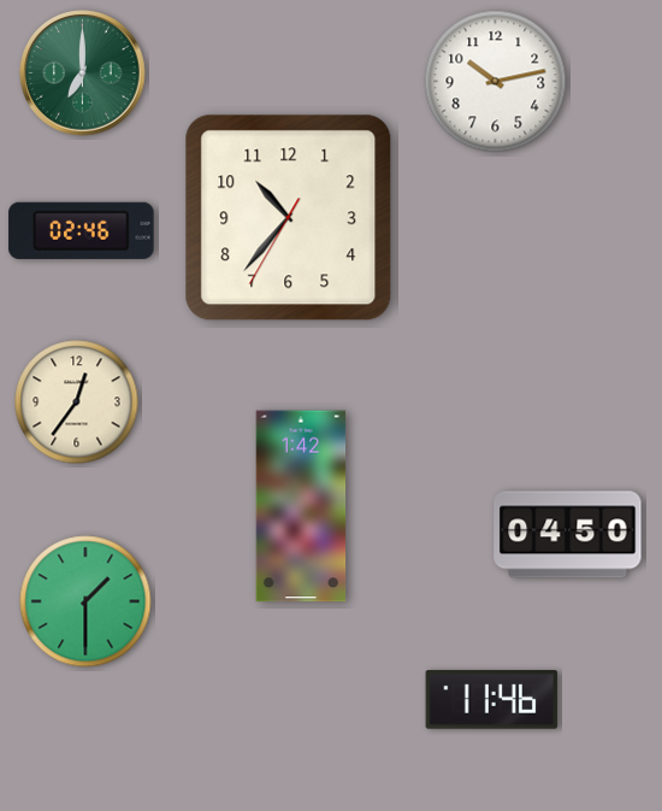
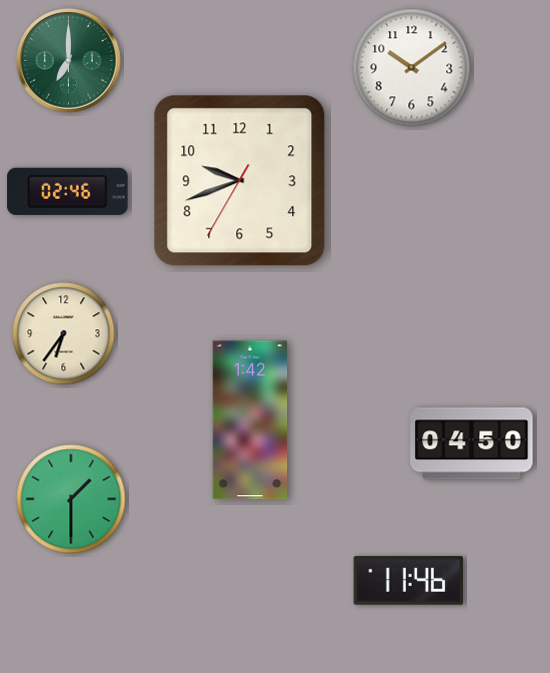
clock at (496, 82): 10:13 -> 10:09
clock at (289, 218): 10:36 -> 9:41
clock at (77, 402): 12:36 -> 6:36
